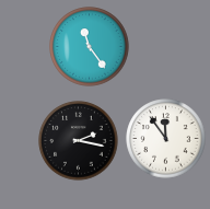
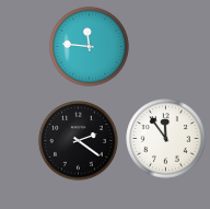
clock at (90, 47): 11:24 -> 11:46
clock at (79, 141): 2:17 -> 2:21
